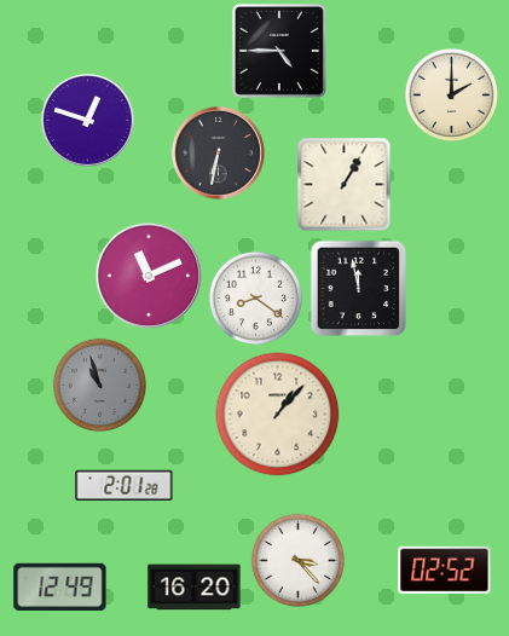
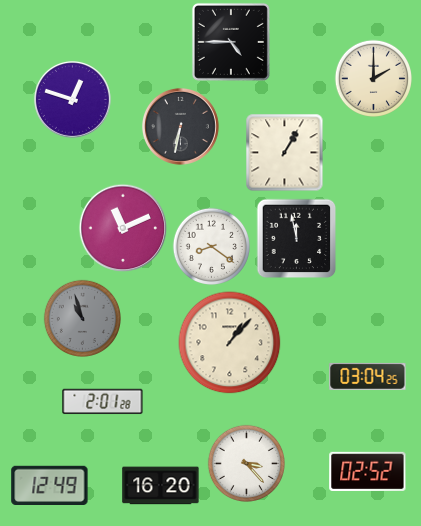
clock at (368, 376): none -> 03:04
